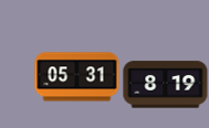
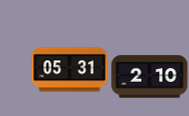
clock at (166, 85): 8:19 -> 2:10
